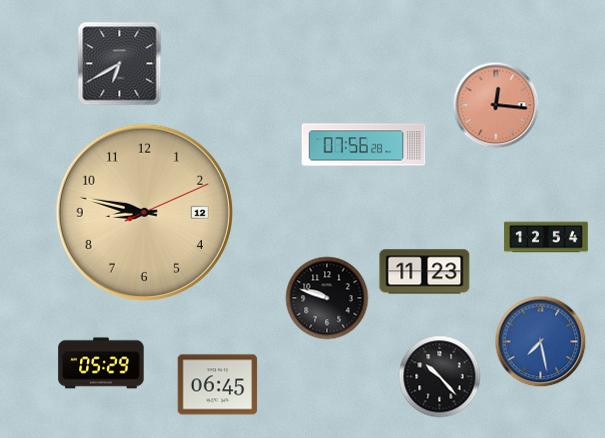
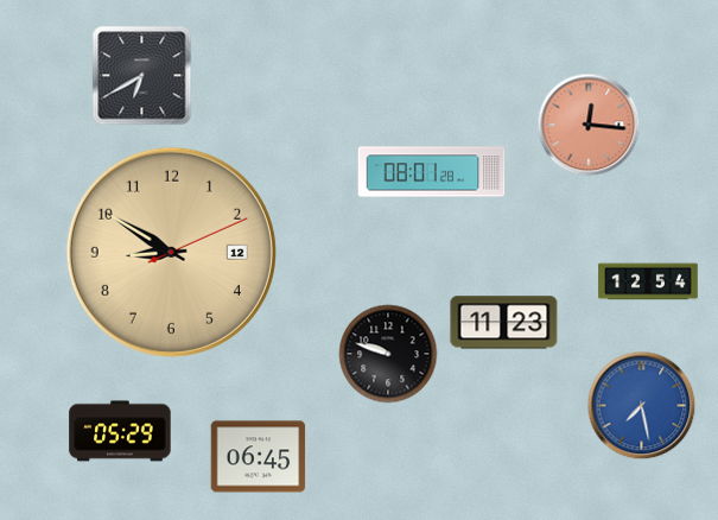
clock at (364, 145): 07:56 -> 08:01
clock at (144, 212): 8:47 -> 8:50
clock at (440, 377): 10:23 -> none
